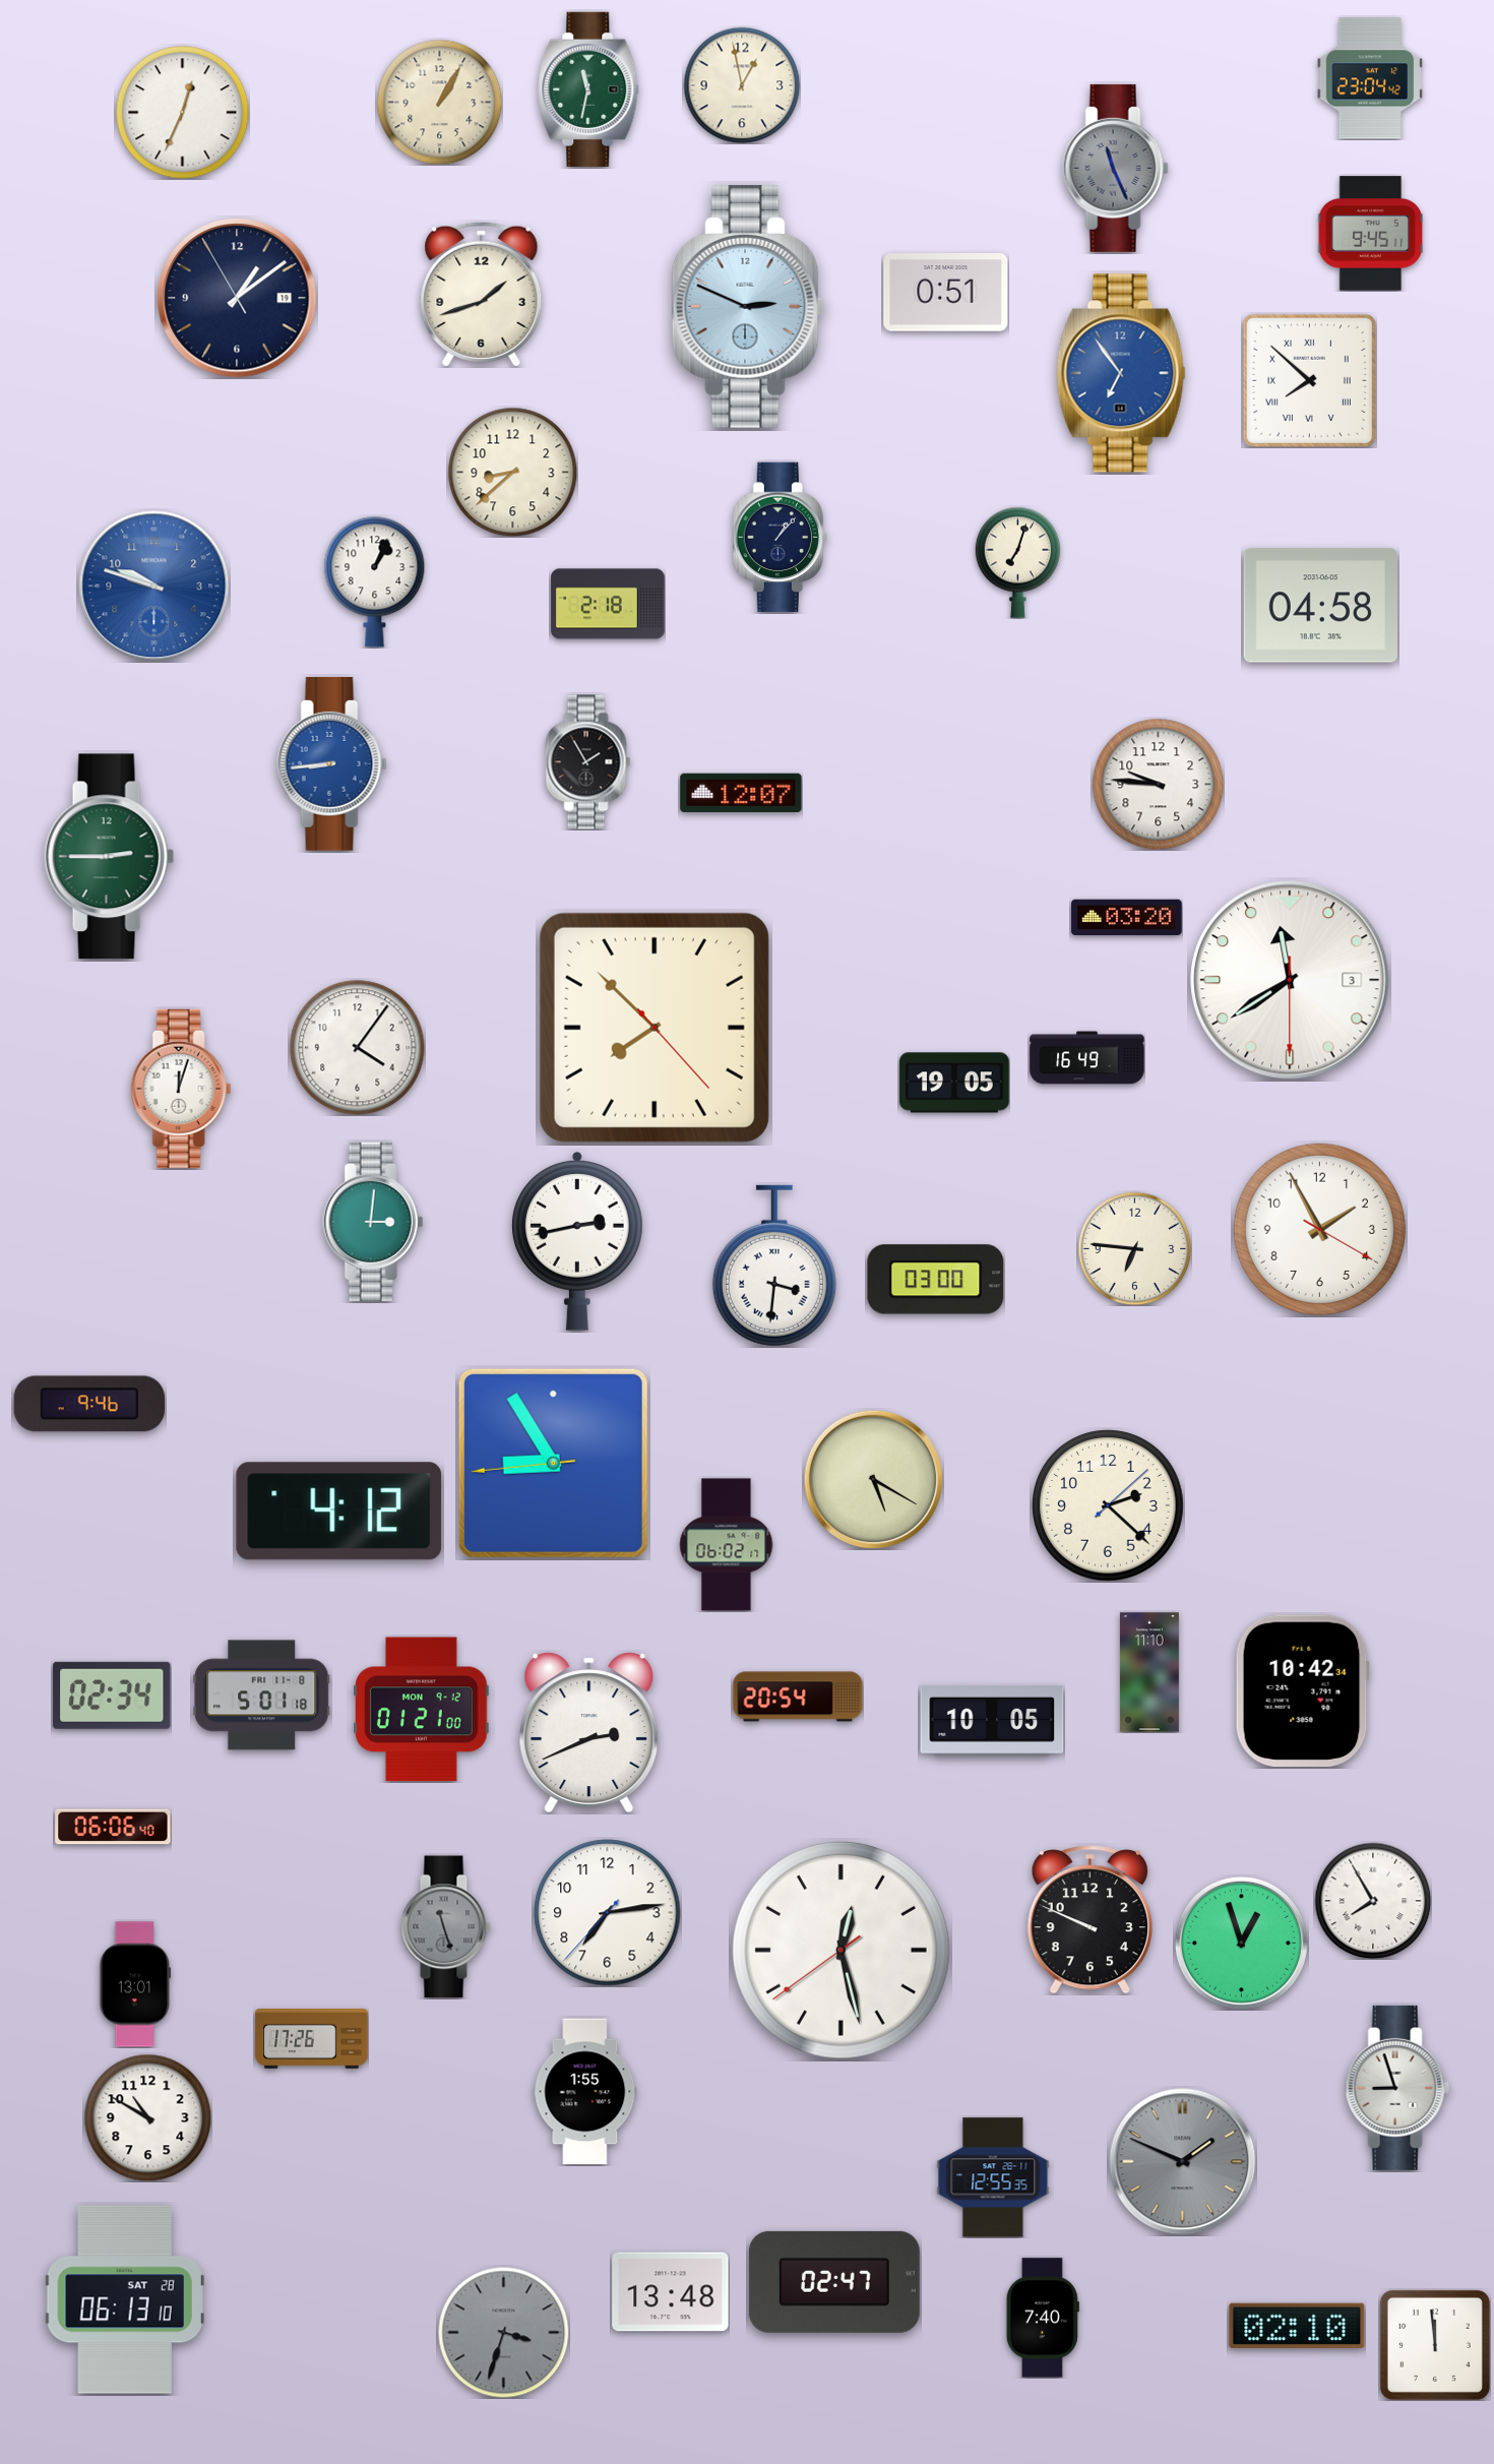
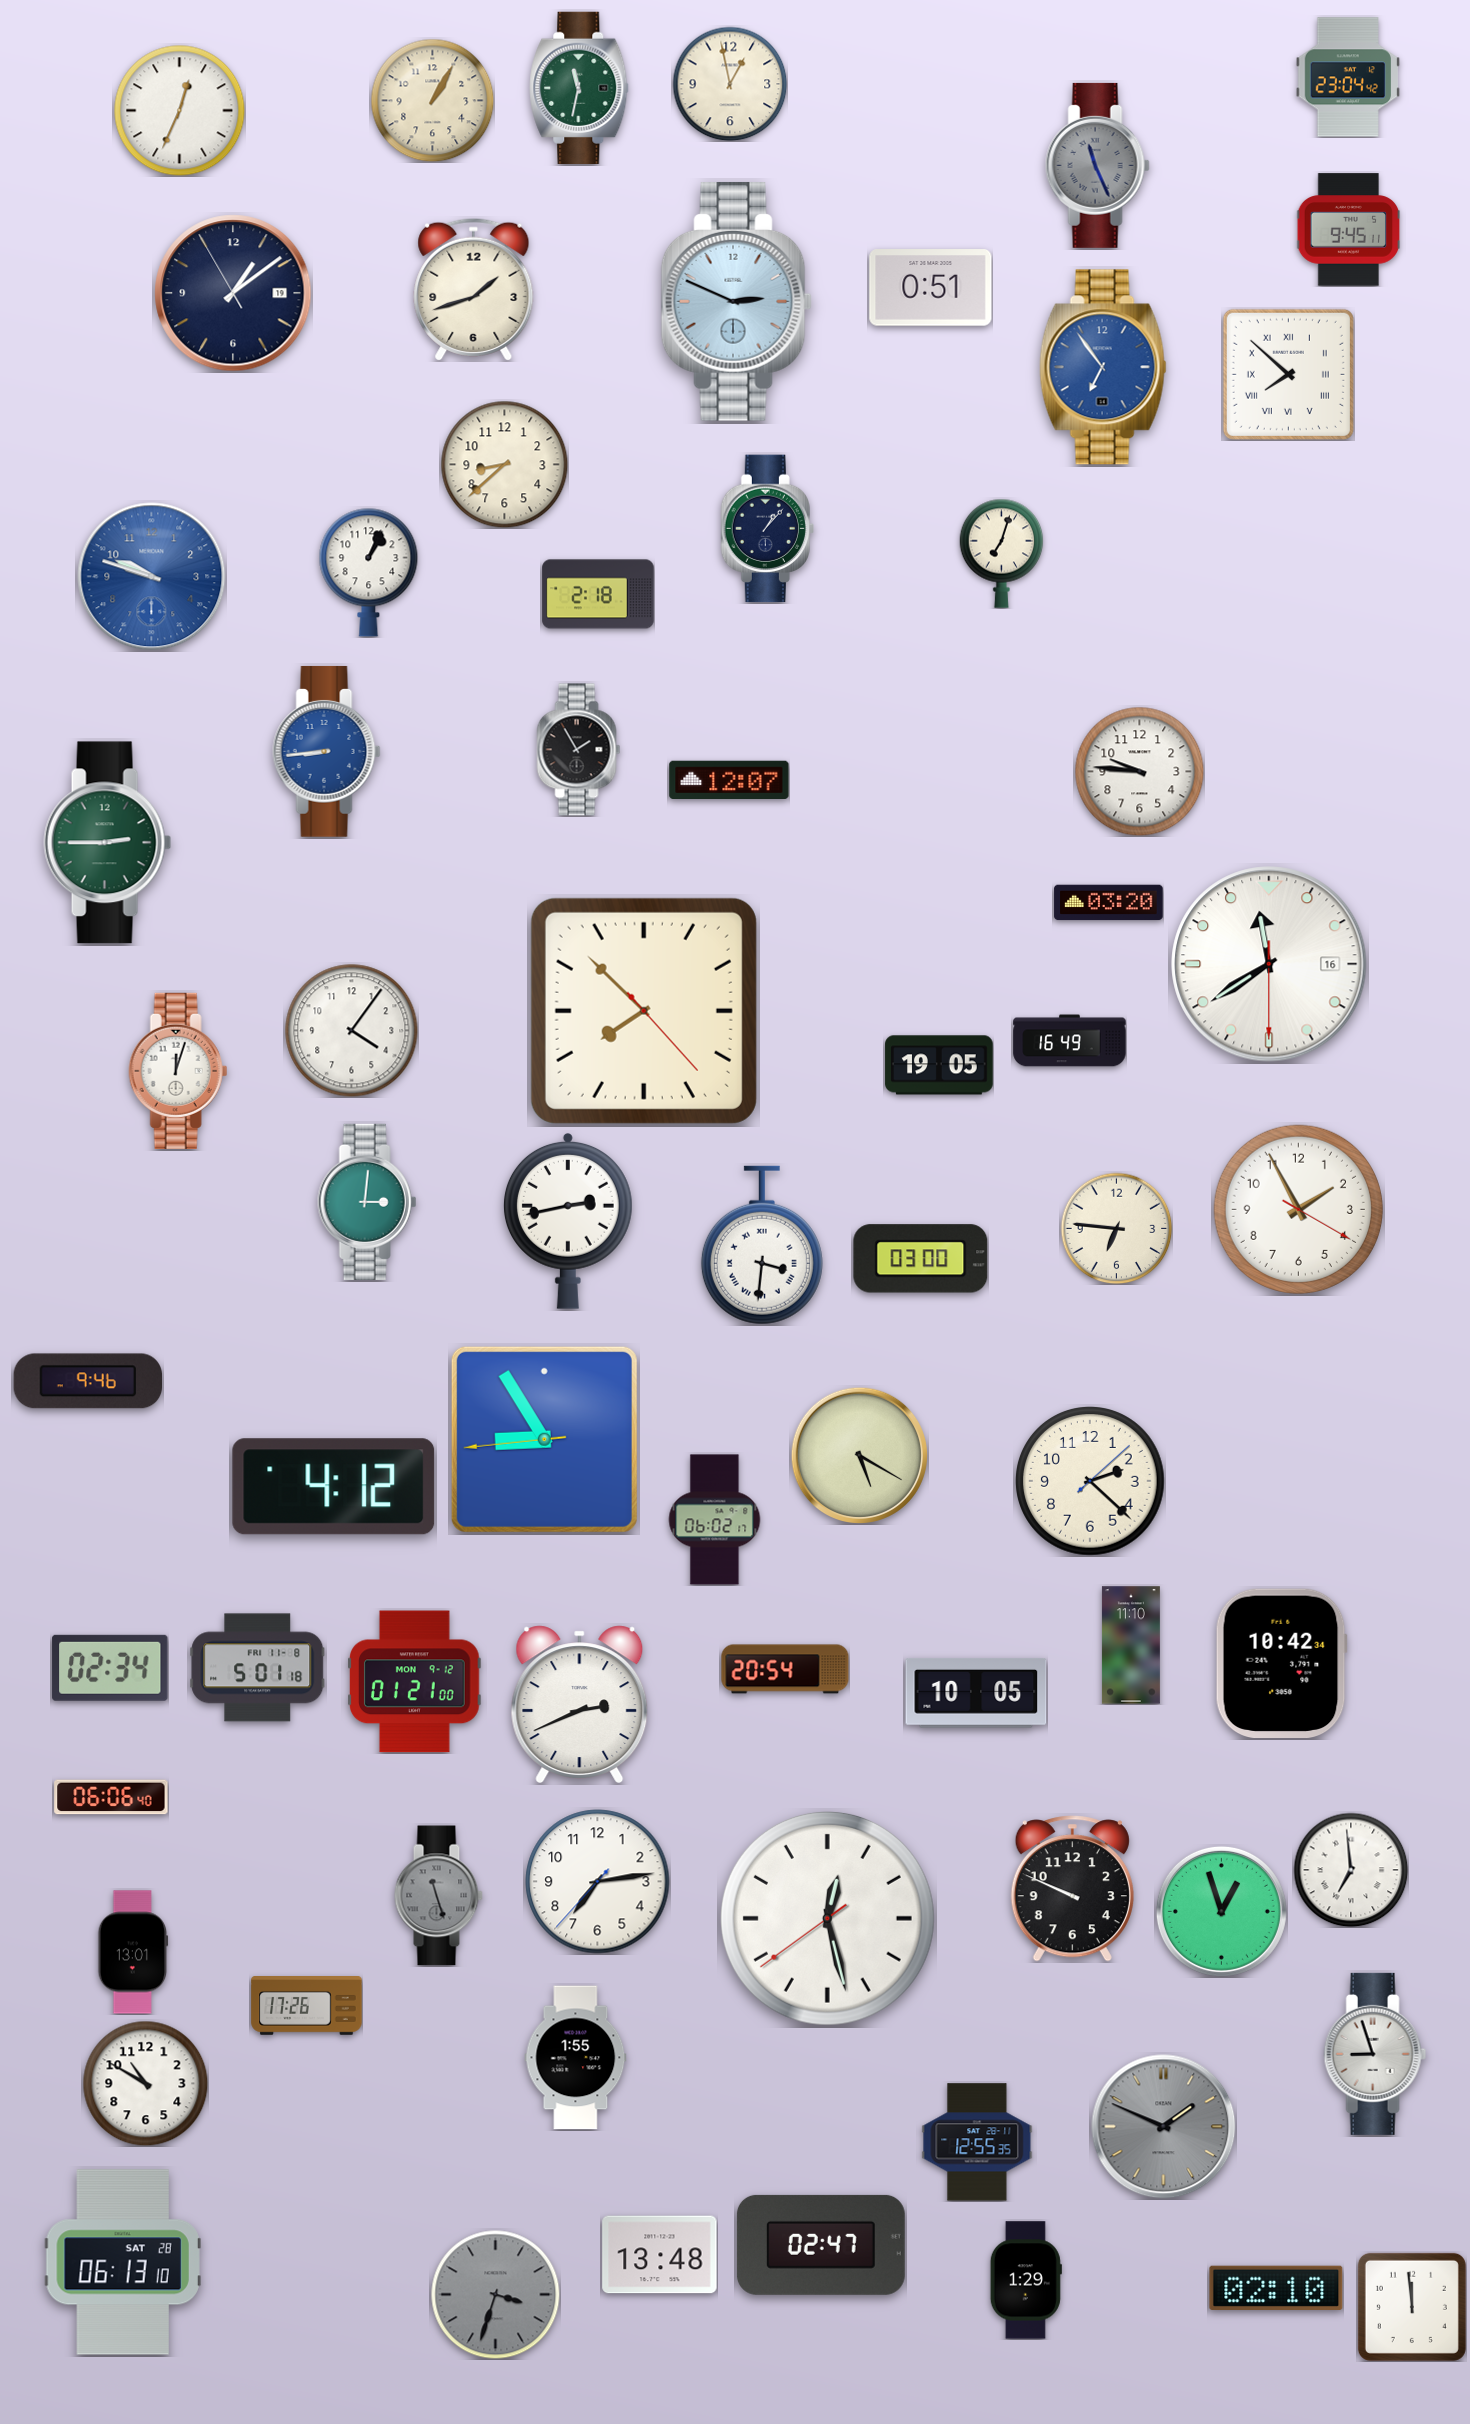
clock at (1320, 606): 04:58 -> none
clock at (1290, 980) date: 3 -> 16
clock at (1373, 1901): 7:55 -> 6:59
clock at (1043, 2318): 7:40 -> 1:29
